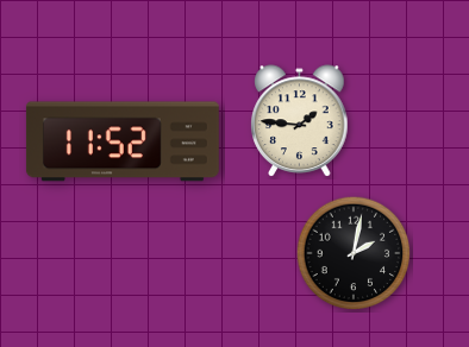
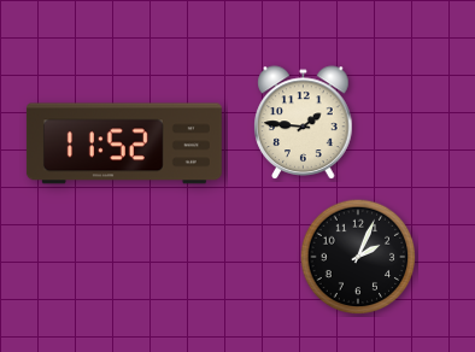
clock at (354, 253): 2:02 -> 2:04
